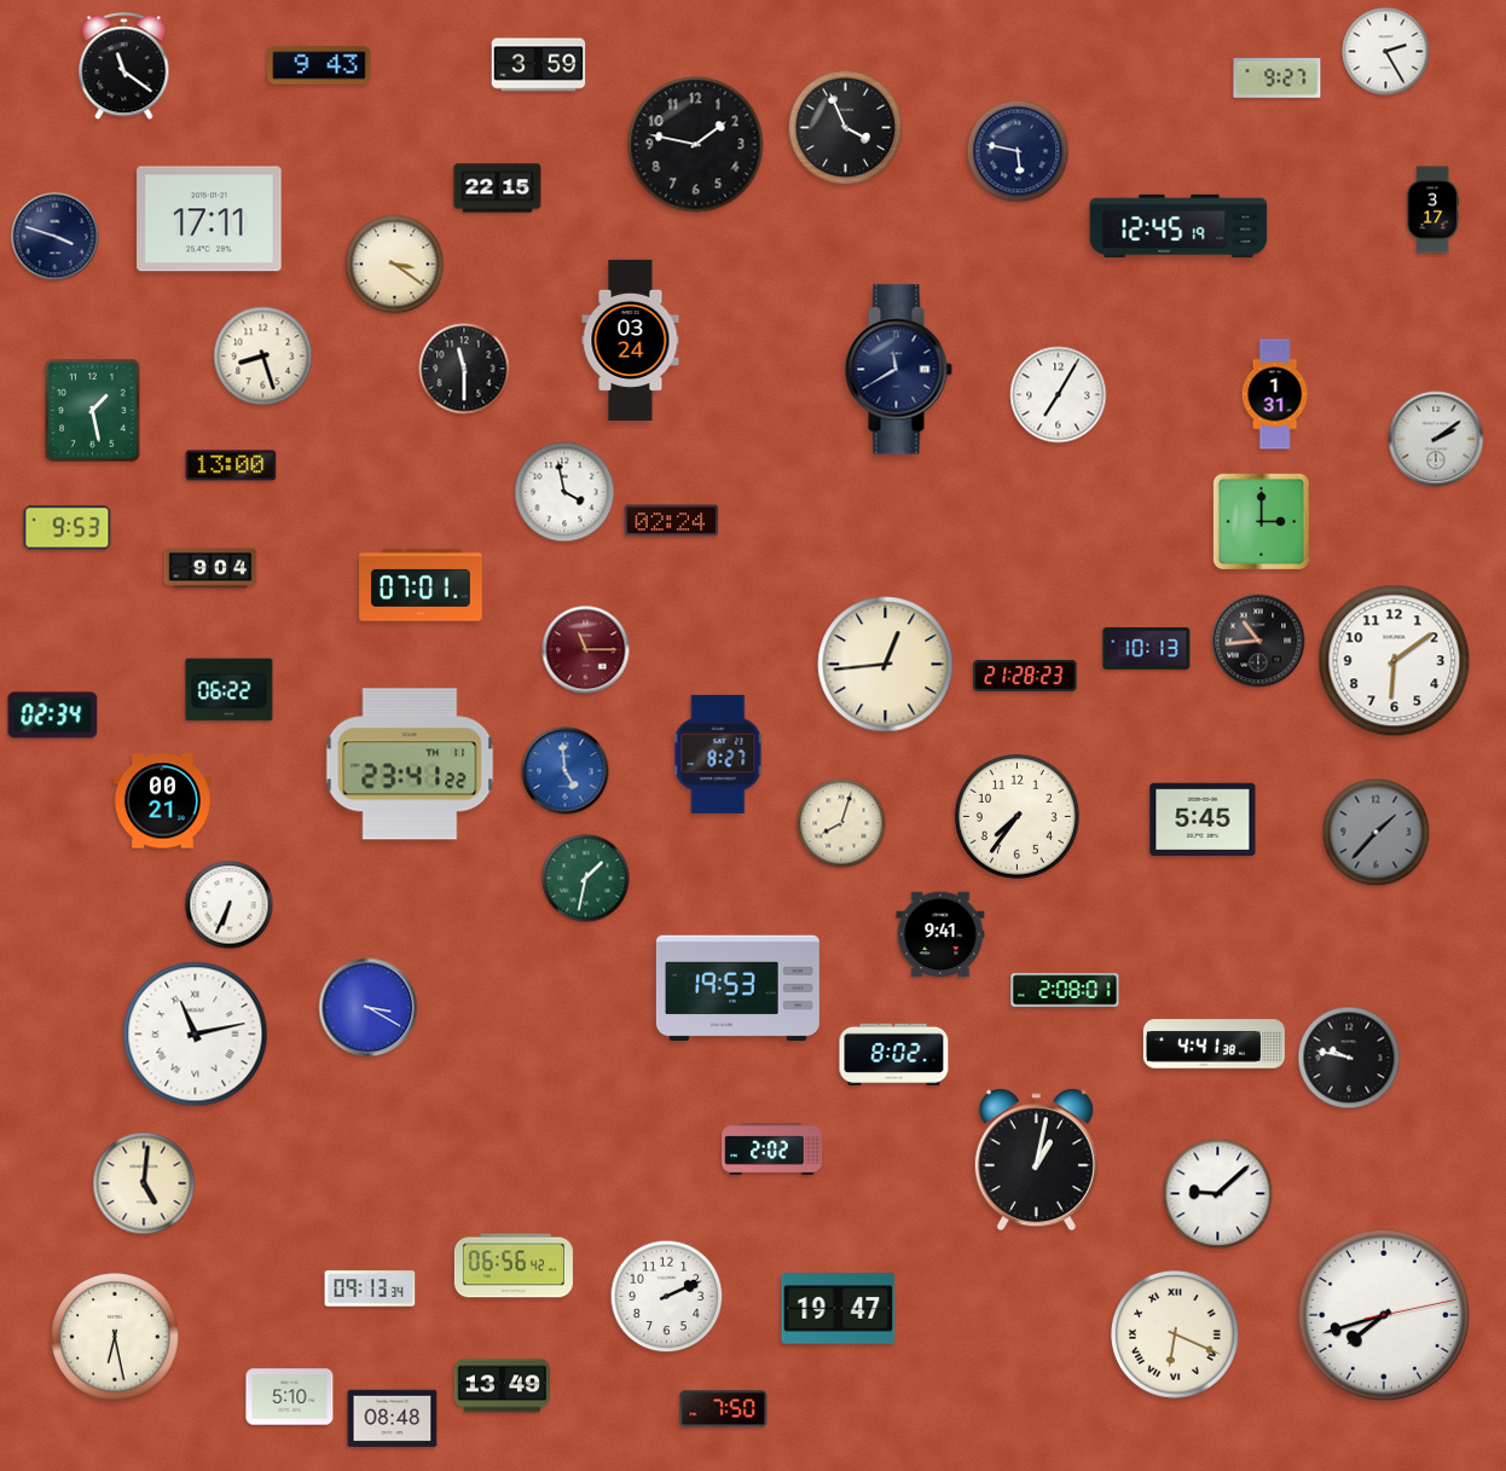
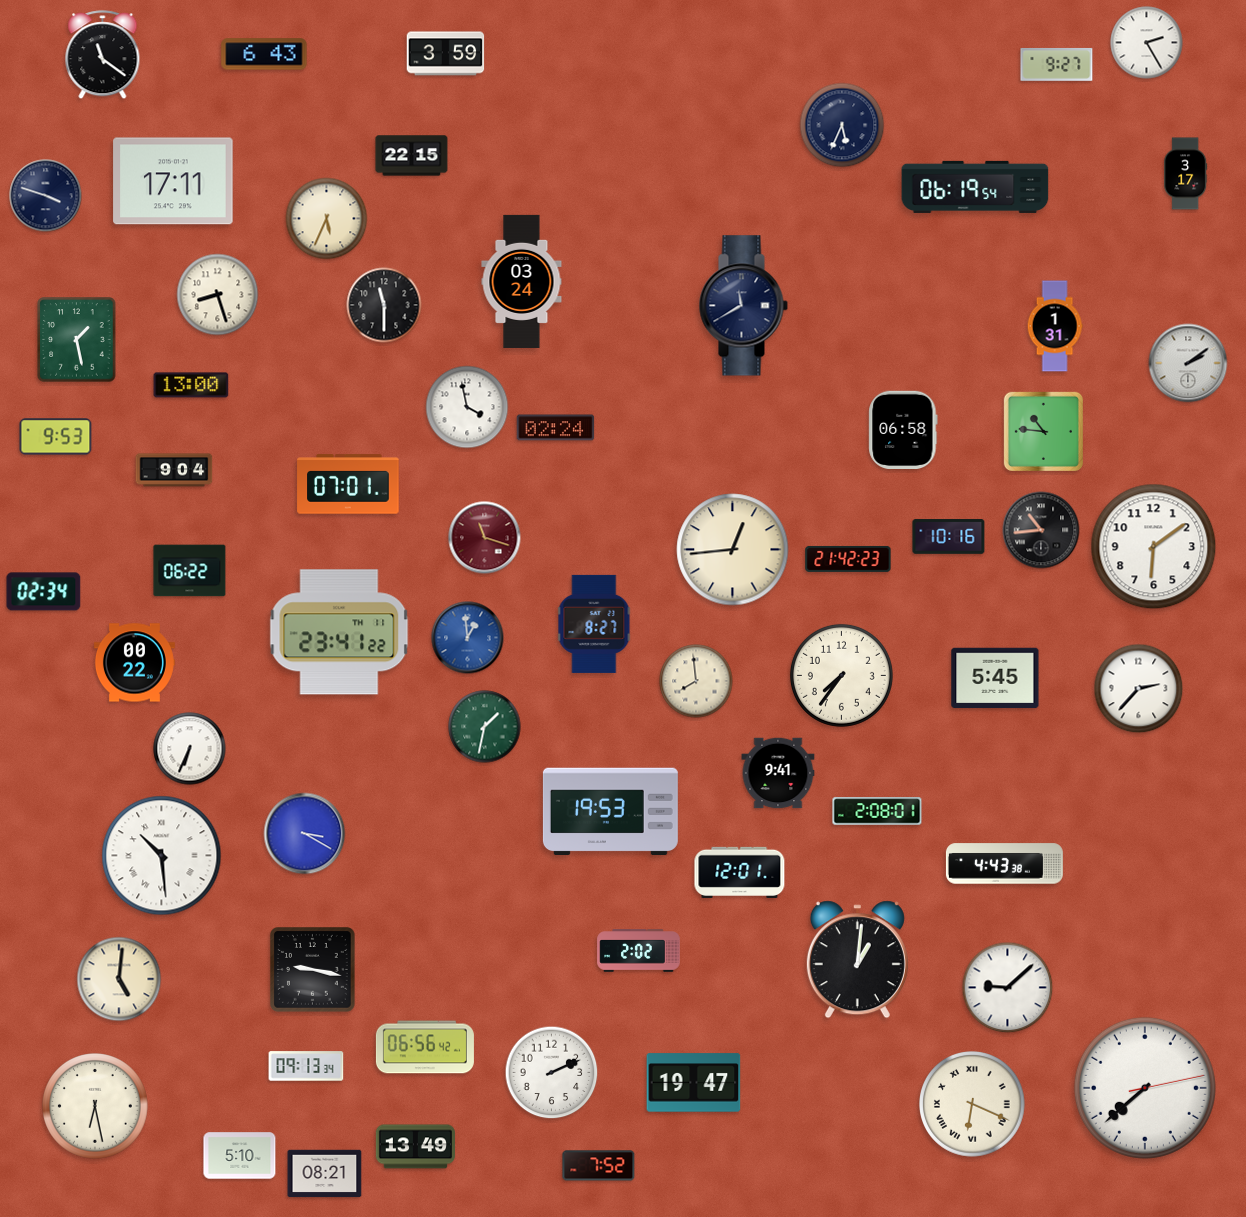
clock at (319, 65): 9:43 -> 6:43
clock at (846, 128): 3:56 -> none
clock at (696, 145): 1:47 -> none
clock at (1018, 151): 5:47 -> 5:34
clock at (1178, 226): 12:45 -> 06:19
clock at (395, 265): 3:21 -> 5:34
clock at (1059, 395): 7:05 -> none
clock at (903, 429): none -> 06:58
clock at (672, 521) position: (672, 521) -> (556, 428)
clock at (1261, 521): 3:00 -> 10:46
clock at (1147, 649): 10:13 -> 10:16
clock at (586, 650): 11:15 -> 11:18
clock at (1025, 676): 21:28 -> 21:42
clock at (566, 771): 4:59 -> 12:59
clock at (162, 801): 00:21 -> 00:22
clock at (841, 823): 8:03 -> 7:59
clock at (1377, 833): 1:37 -> 2:37
clock at (1377, 833) dial: grey -> white
clock at (737, 989) position: (737, 989) -> (610, 812)
clock at (1065, 990) position: (1065, 990) -> (877, 811)
clock at (196, 1035): 11:13 -> 10:29
clock at (1214, 1044): 4:41 -> 4:43
clock at (894, 1054): 8:02 -> 12:01
clock at (1349, 1058): 9:47 -> none
clock at (1036, 1160): 1:02 -> 1:01
clock at (313, 970): none -> 9:17
clock at (1384, 1315): 7:42 -> 7:38
clock at (724, 1409): 7:50 -> 7:52
clock at (393, 1419): 08:48 -> 08:21
